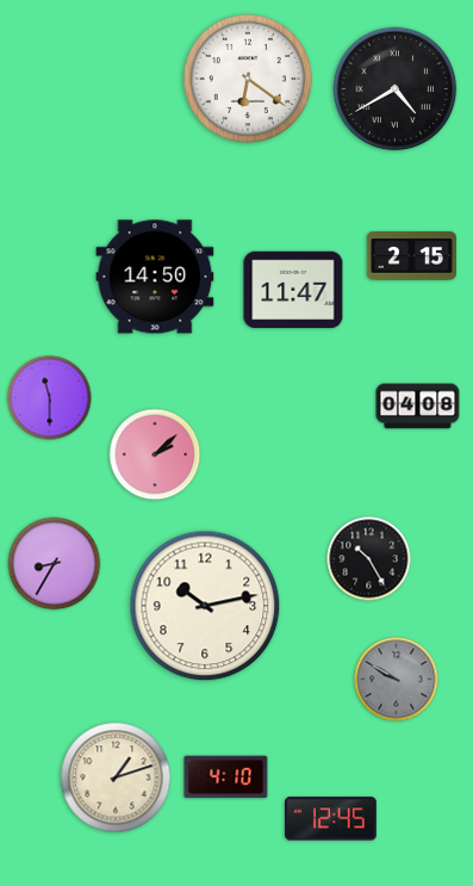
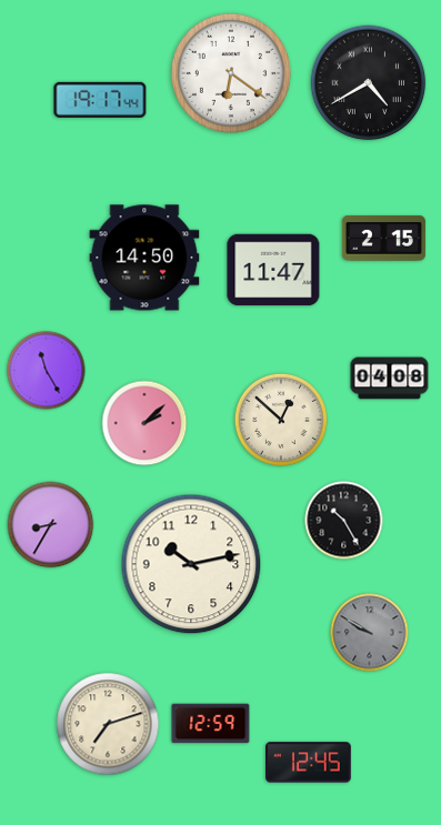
clock at (100, 100): none -> 19:17
clock at (50, 398): 11:30 -> 11:25
clock at (281, 420): none -> 12:52
clock at (116, 777): 1:12 -> 7:12
clock at (226, 777): 4:10 -> 12:59
